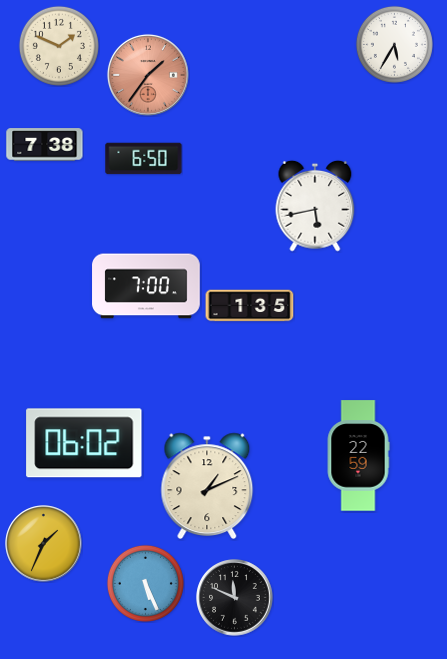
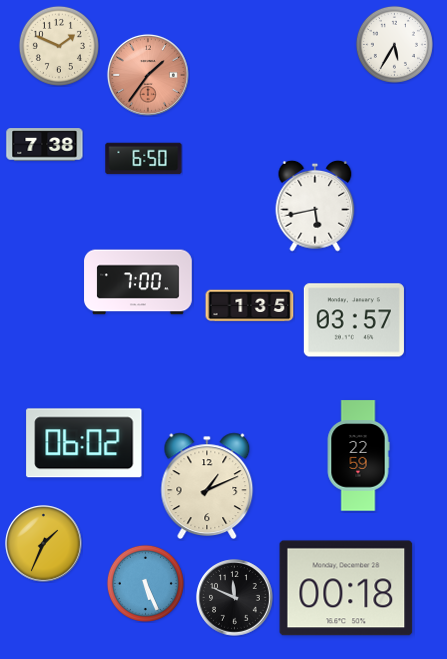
clock at (146, 286) position: (146, 286) -> (138, 282)
clock at (354, 320): none -> 03:57
clock at (346, 588): none -> 00:18
